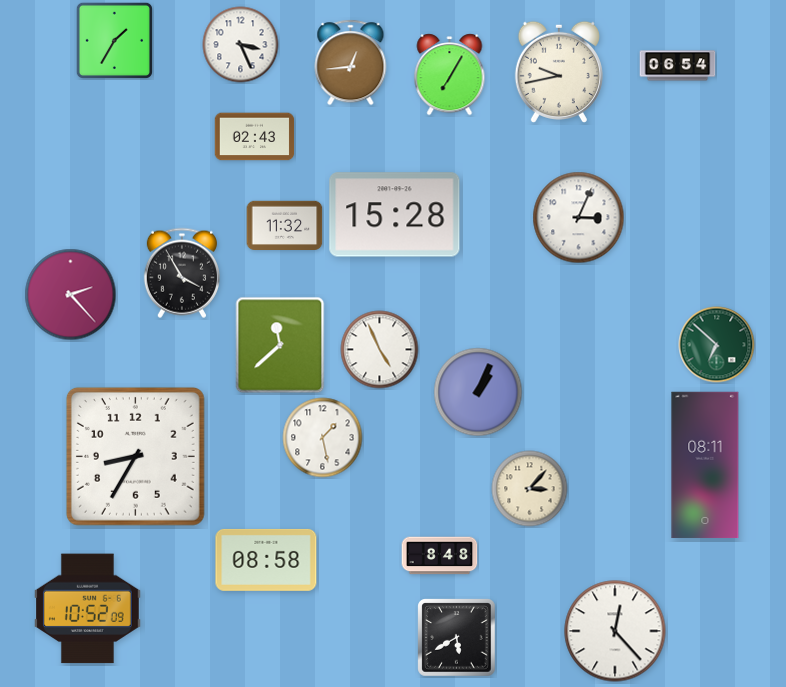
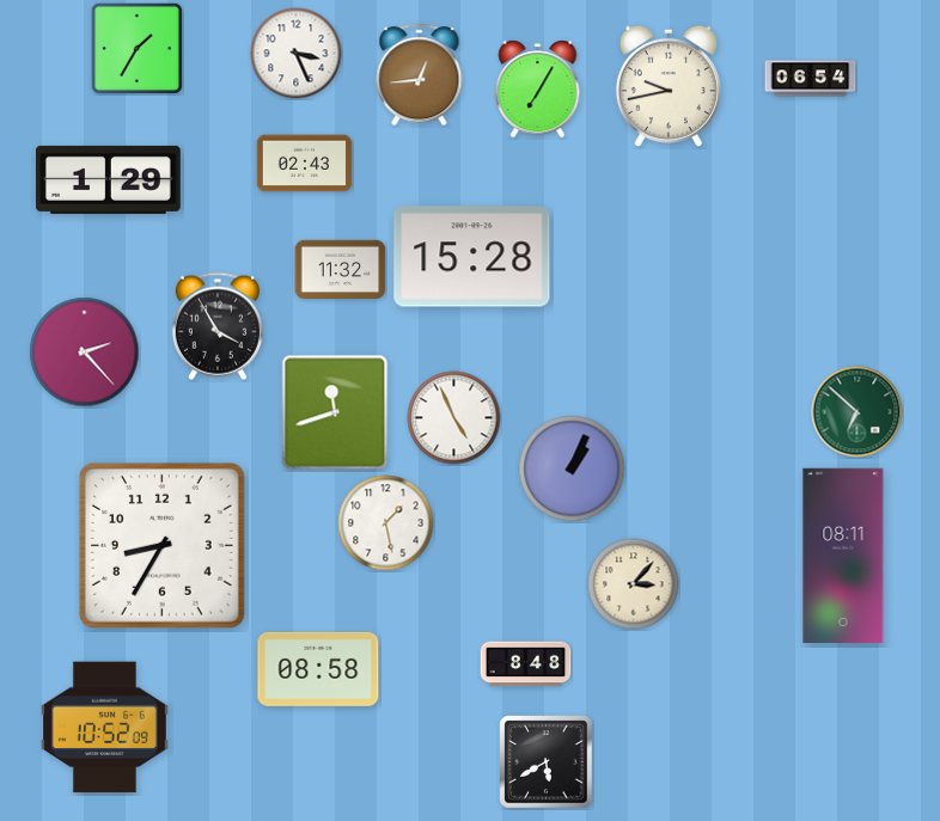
clock at (241, 45) position: (241, 45) -> (297, 54)
clock at (108, 179): none -> 1:29
clock at (579, 218): 3:04 -> none
clock at (280, 345): 11:38 -> 11:42
clock at (615, 631): 12:23 -> none
